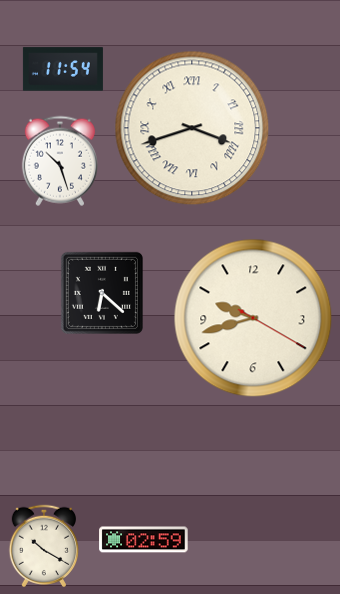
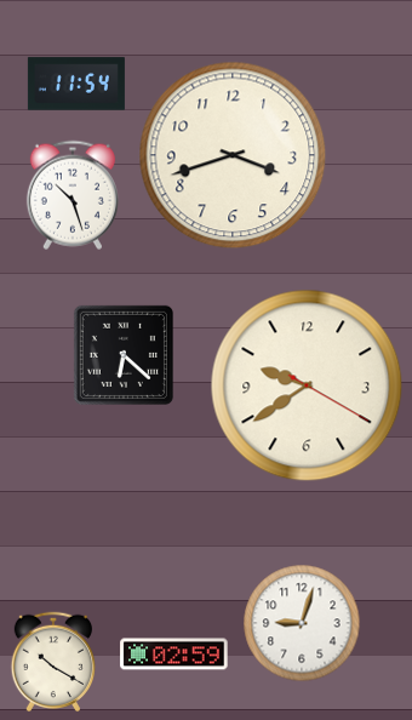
clock at (192, 128) numerals: Roman -> Arabic
clock at (253, 318): 9:42 -> 9:39
clock at (302, 623): none -> 9:03
